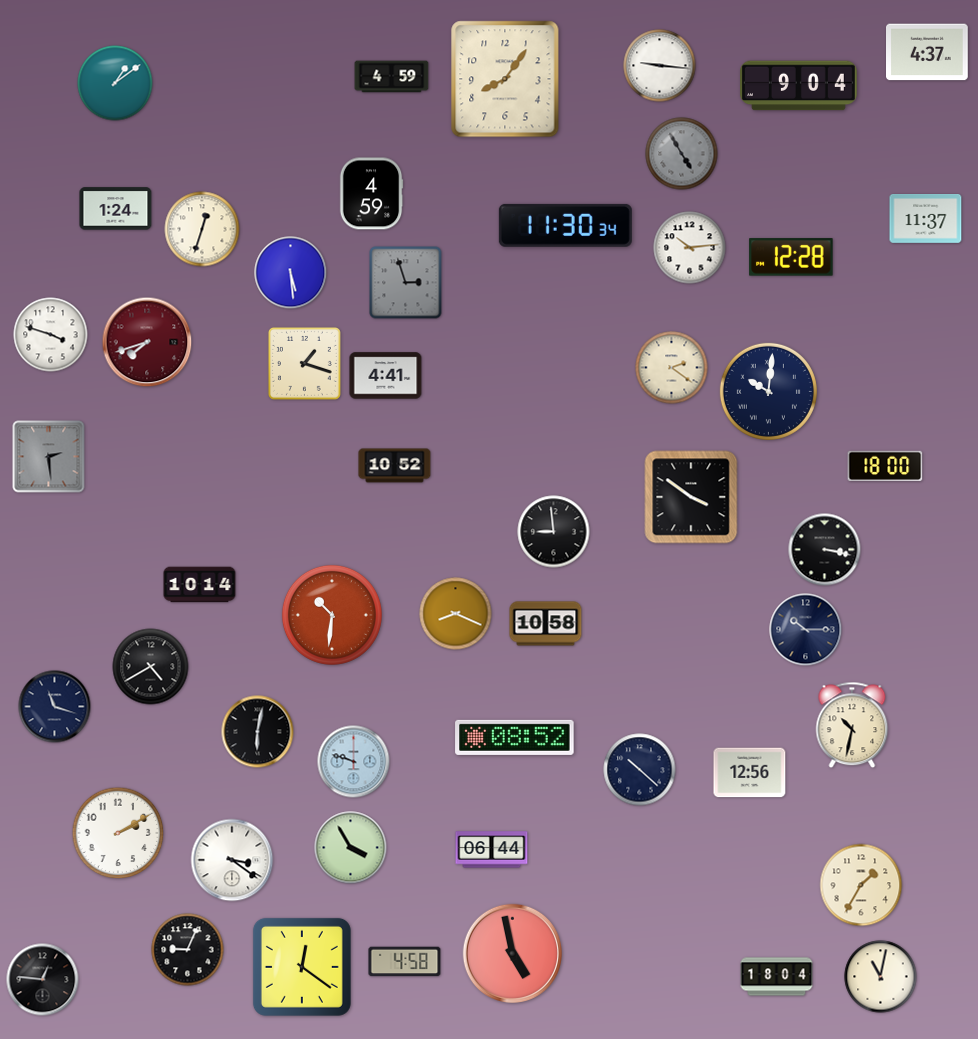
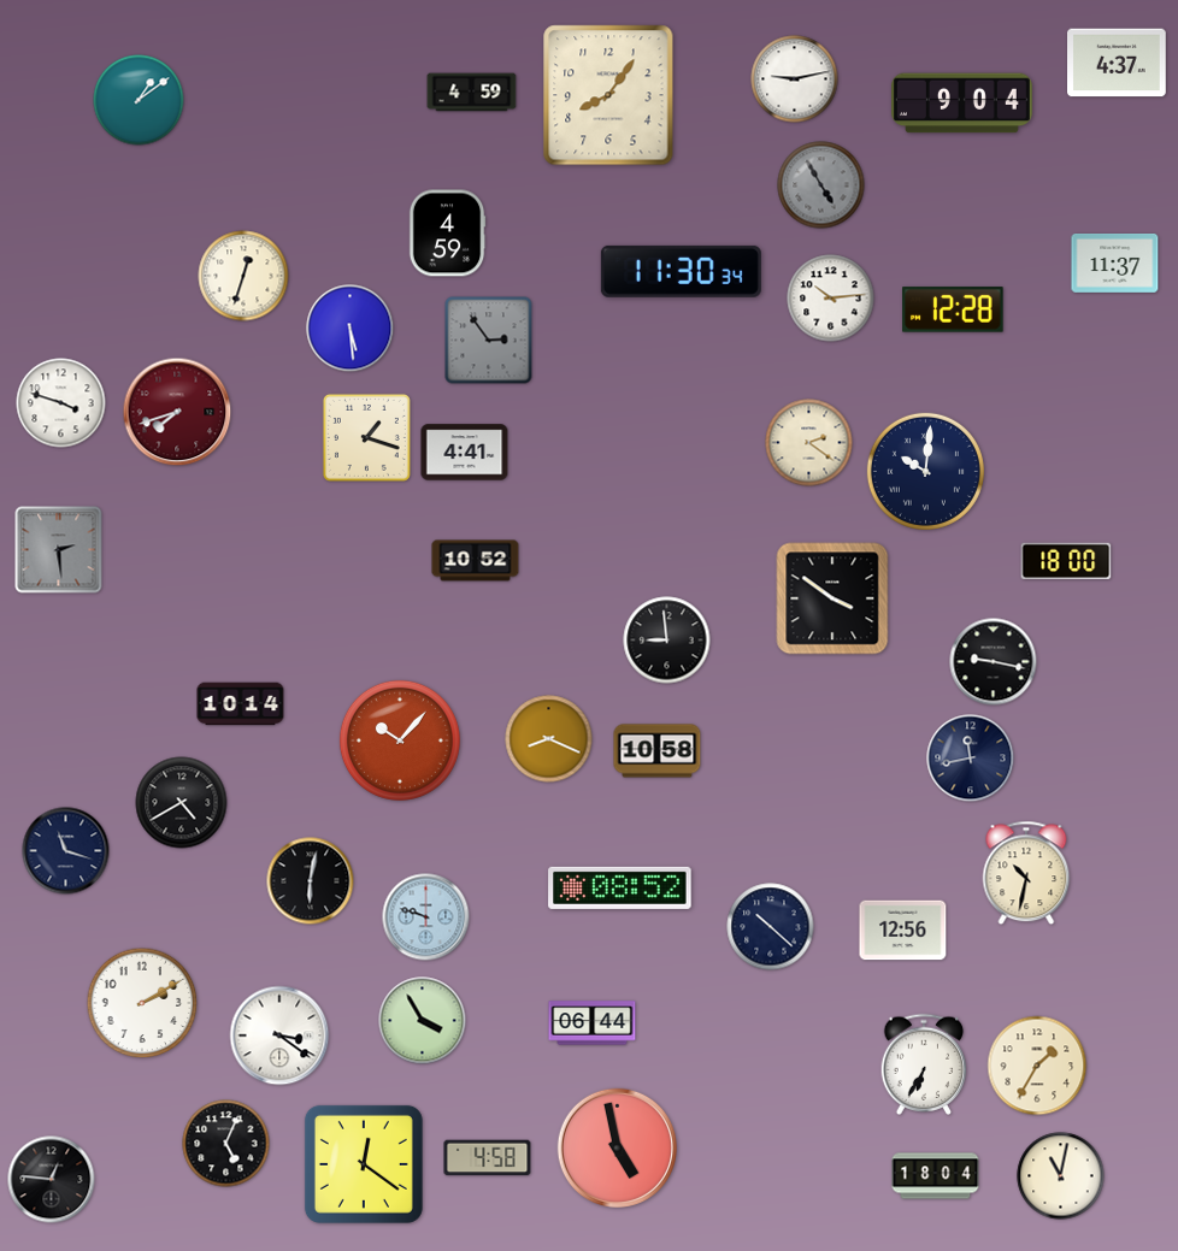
clock at (660, 66): 9:16 -> 9:13
clock at (116, 209): 1:24 -> none
clock at (406, 283): 2:57 -> 2:54
clock at (825, 550): 3:17 -> 9:17
clock at (332, 615): 10:31 -> 10:07
clock at (806, 630): 10:15 -> 11:43
clock at (924, 1063): none -> 6:35
clock at (188, 950): 9:04 -> 5:04
